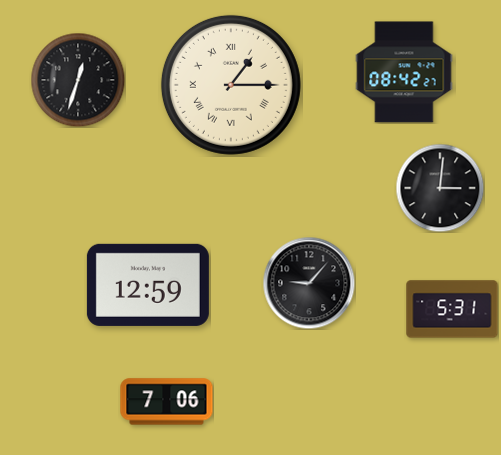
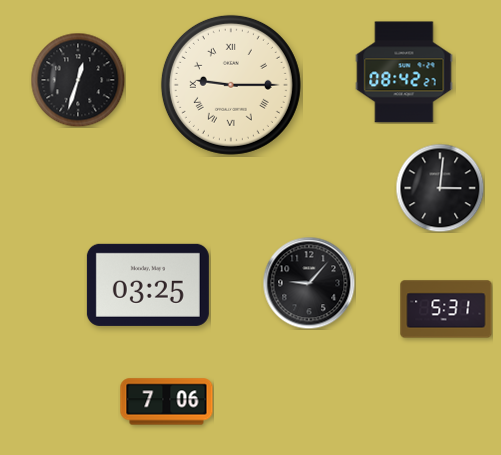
clock at (231, 85): 1:15 -> 9:15
clock at (148, 285): 12:59 -> 03:25
clock at (452, 309) position: (452, 309) -> (446, 309)
